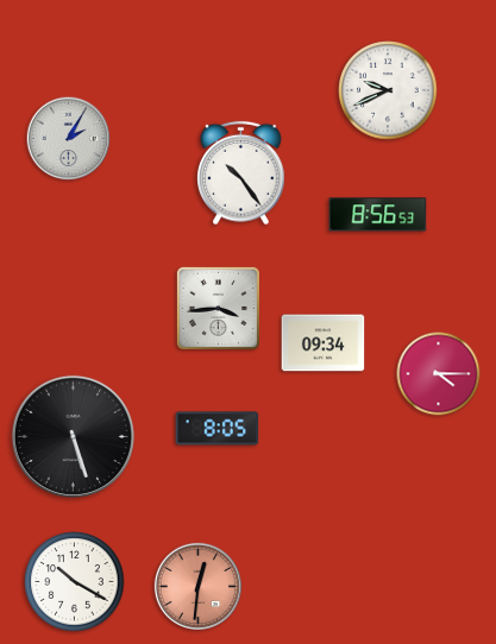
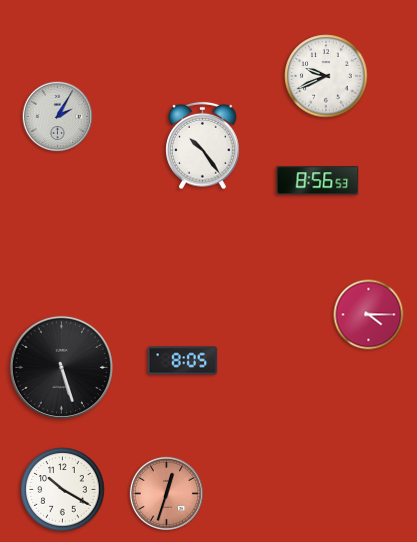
clock at (218, 308): 3:44 -> none
clock at (324, 343): 09:34 -> none
clock at (197, 586): 12:31 -> 12:33
